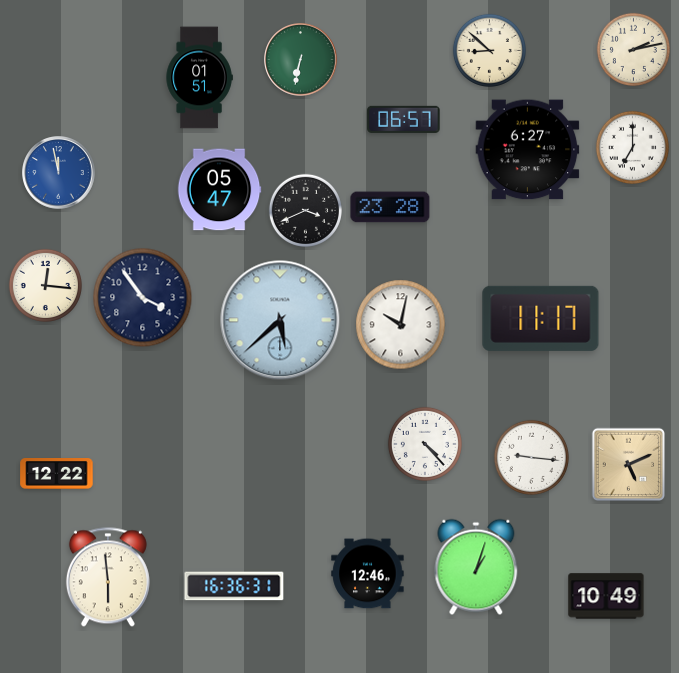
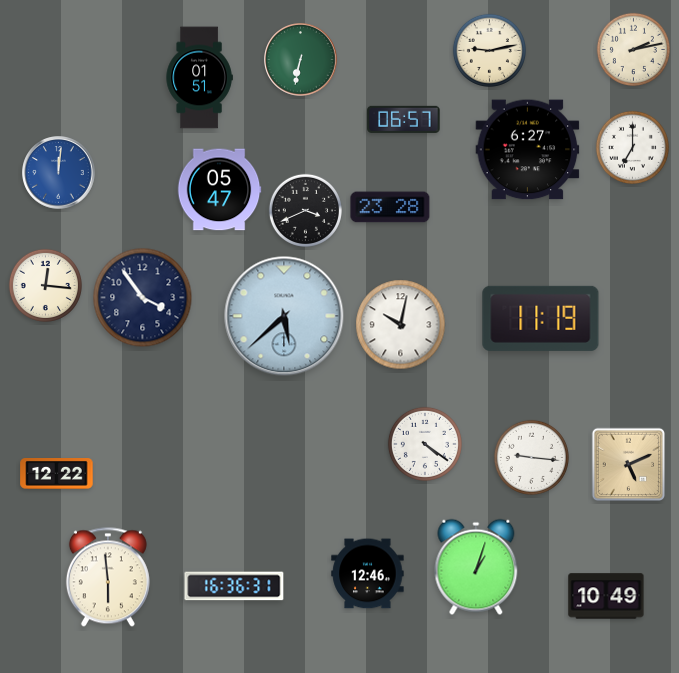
clock at (489, 50): 8:52 -> 9:13
clock at (59, 173): 11:58 -> 12:01
clock at (541, 318): 11:17 -> 11:19
clock at (280, 320) position: (280, 320) -> (284, 316)
clock at (425, 444): 4:23 -> 4:21
